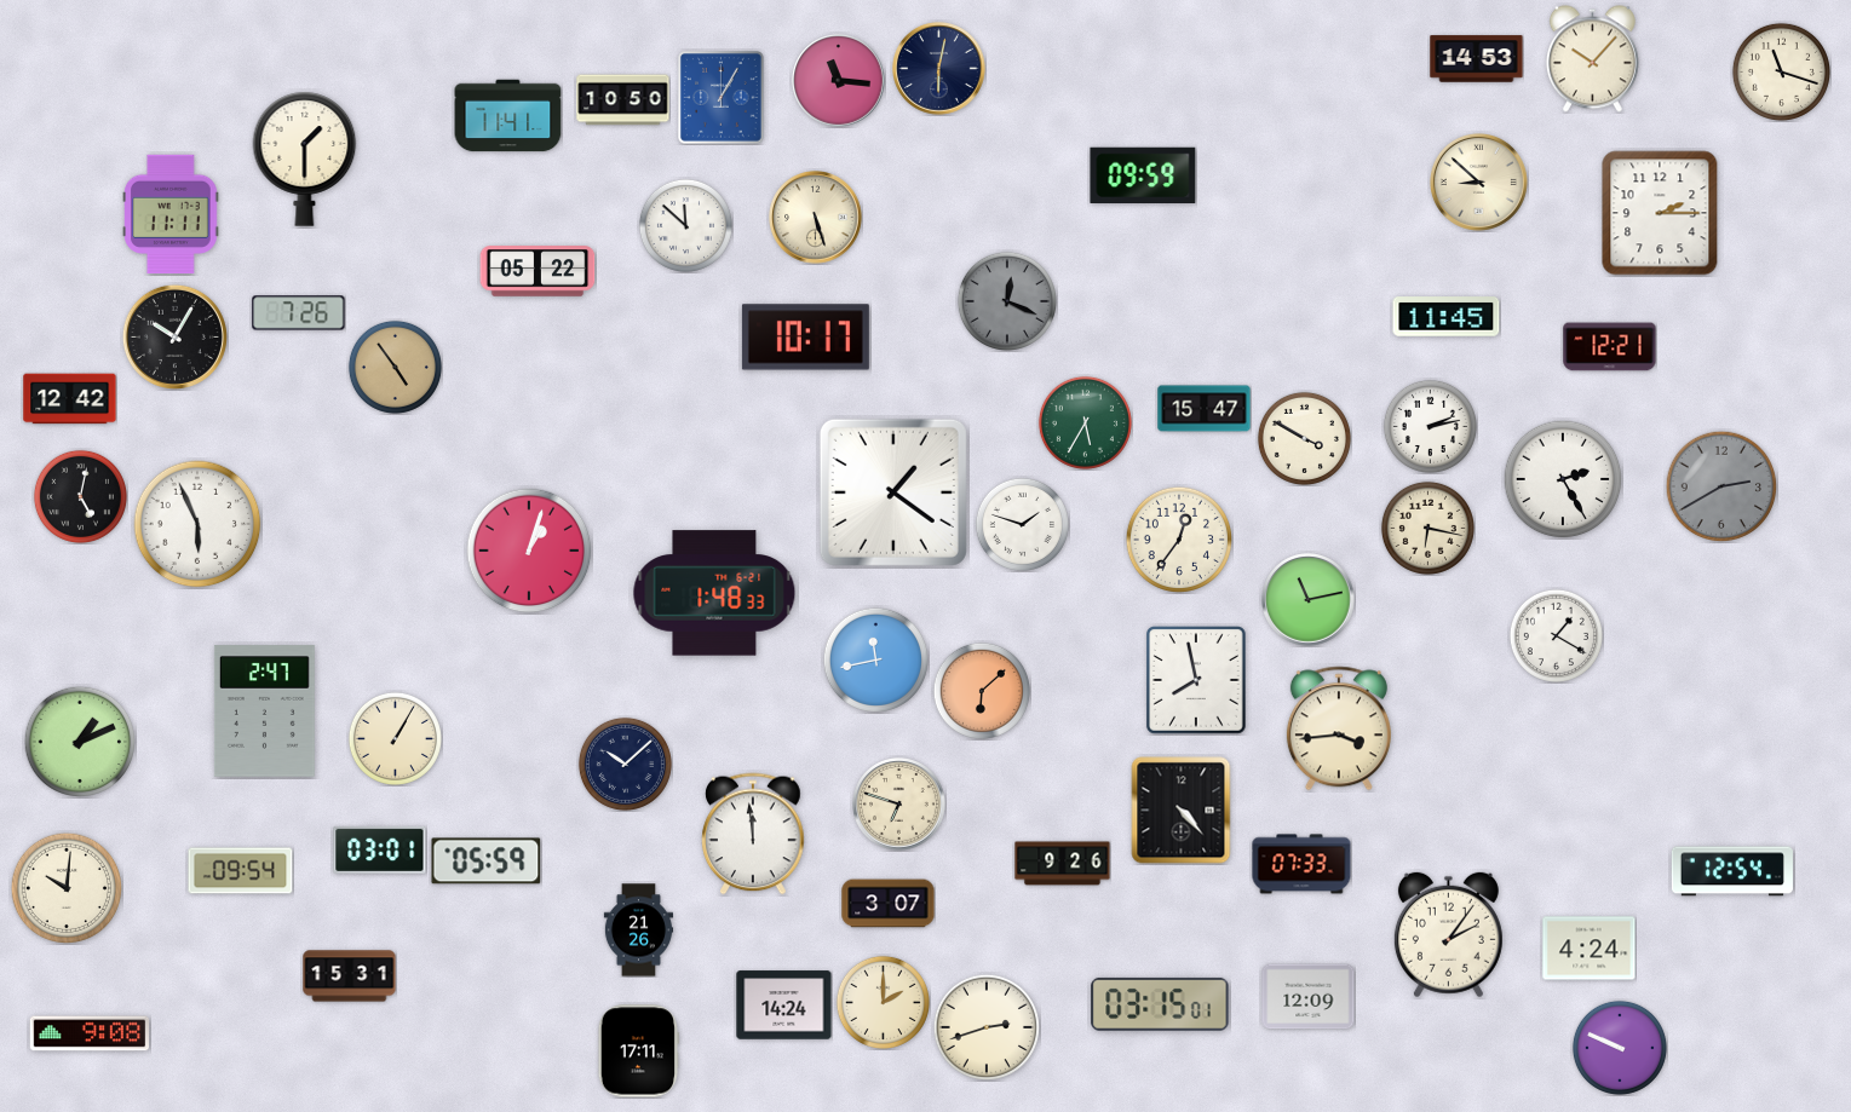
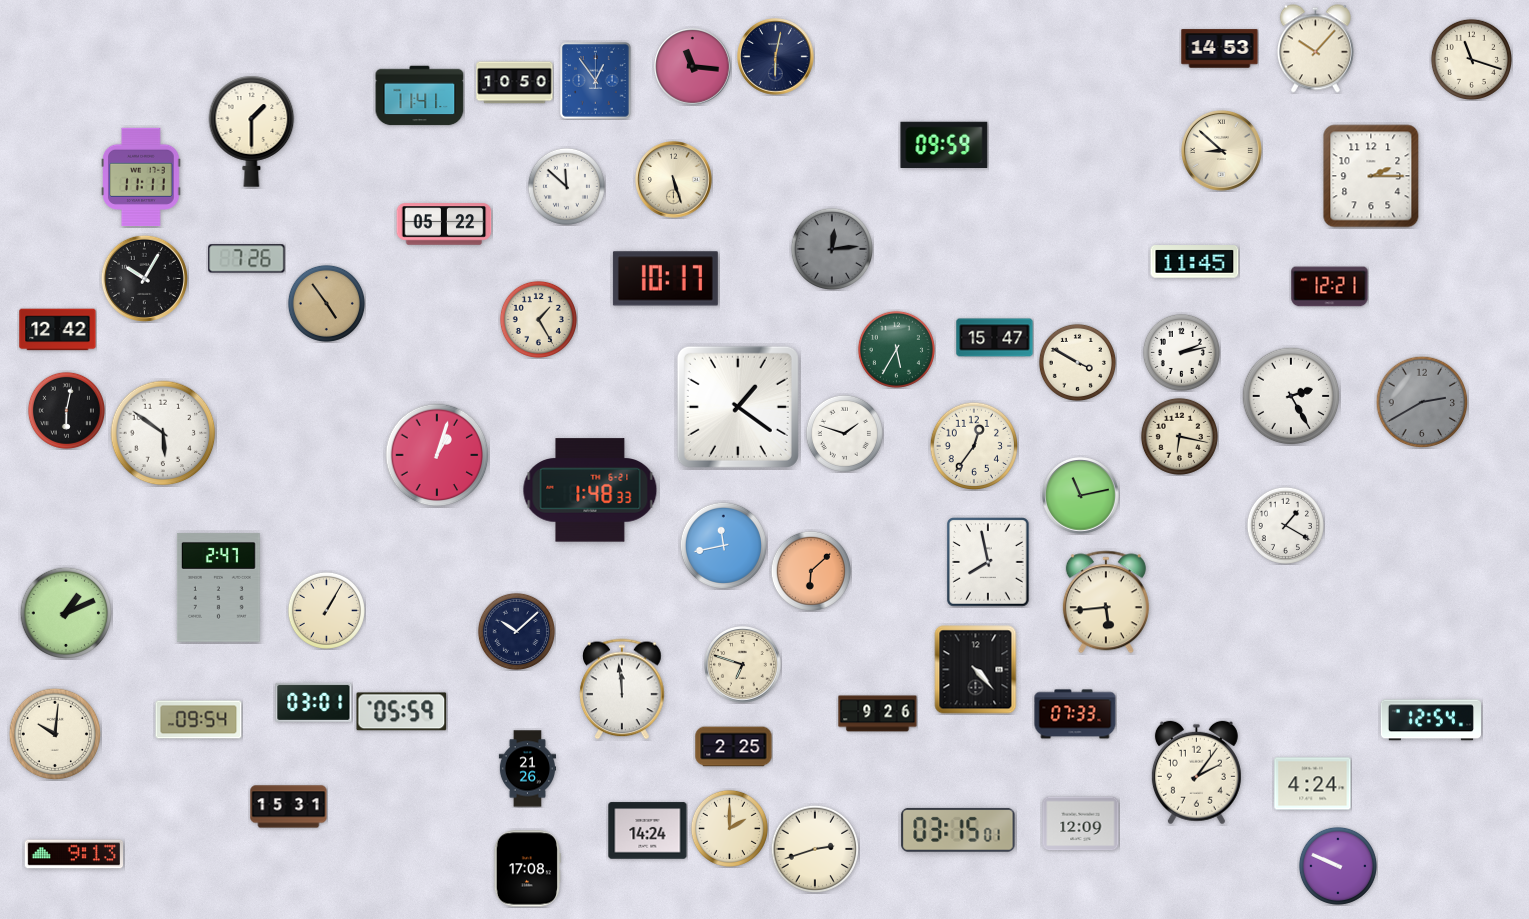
clock at (722, 98): 1:05 -> 12:54
clock at (1007, 301): 12:19 -> 12:14
clock at (538, 319): none -> 1:25
clock at (80, 496): 5:02 -> 6:02
clock at (197, 524): 5:56 -> 5:51
clock at (1339, 728): 3:44 -> 5:44
clock at (889, 904): 3:07 -> 2:25
clock at (88, 1033): 9:08 -> 9:13
clock at (638, 1051): 17:11 -> 17:08
